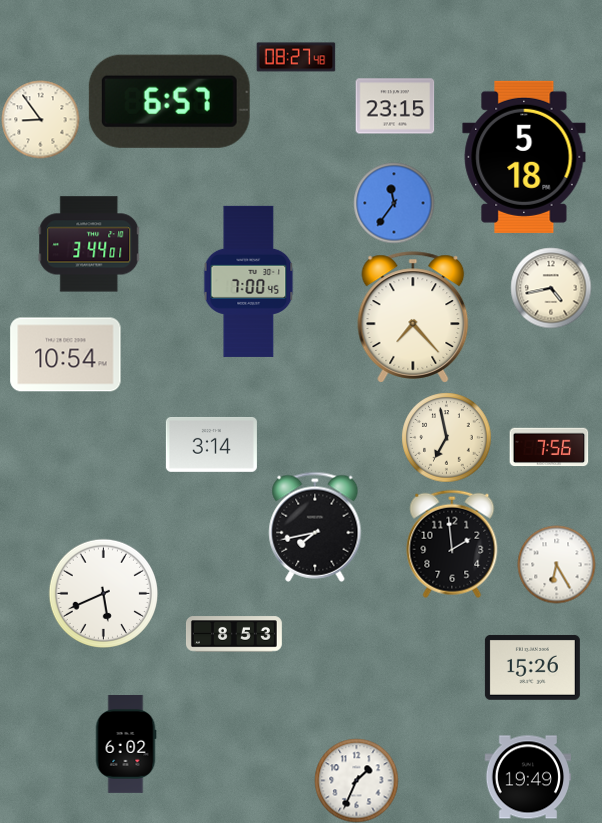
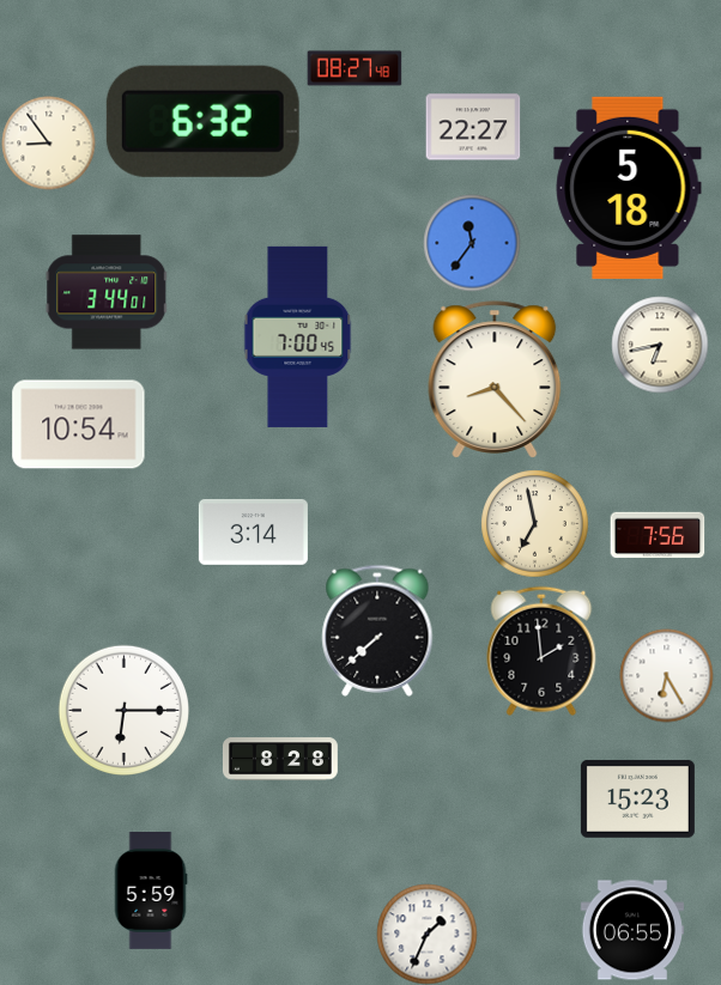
clock at (169, 101): 6:57 -> 6:32
clock at (395, 106): 23:15 -> 22:27
clock at (551, 288): 4:43 -> 6:43
clock at (413, 317): 7:23 -> 8:23
clock at (315, 527): 7:43 -> 7:38
clock at (103, 593): 5:41 -> 6:15
clock at (234, 634): 8:53 -> 8:28
clock at (532, 667): 15:26 -> 15:23
clock at (126, 745): 6:02 -> 5:59
clock at (527, 777): 19:49 -> 06:55
